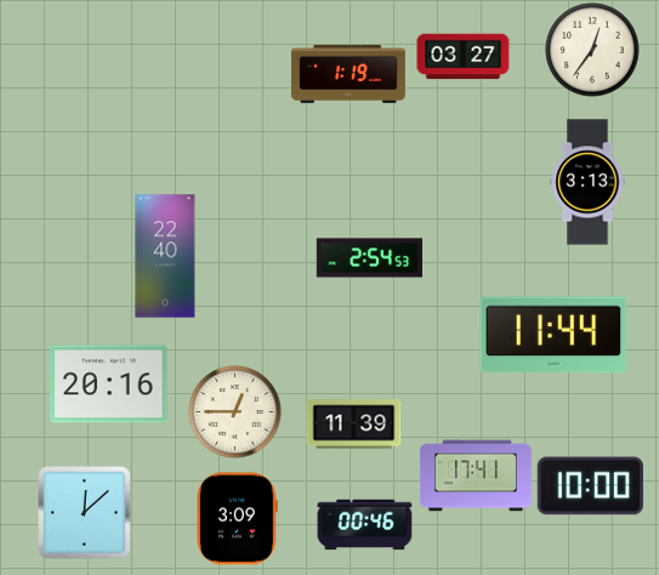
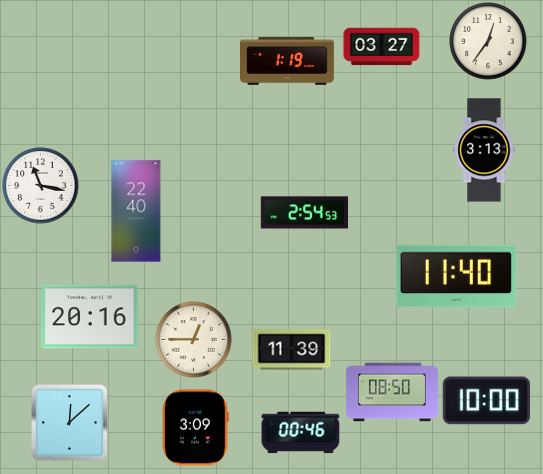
clock at (41, 186): none -> 11:17
clock at (553, 335): 11:44 -> 11:40
clock at (476, 476): 17:41 -> 08:50
